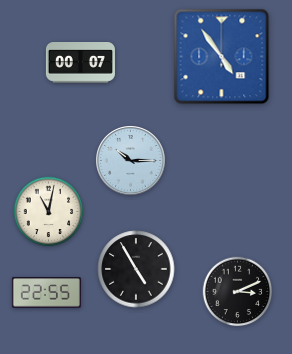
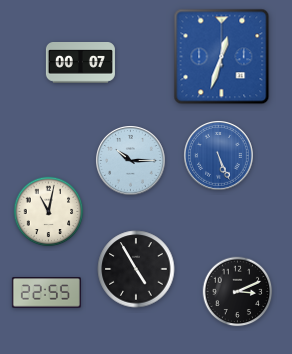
clock at (222, 57): 4:54 -> 12:33
clock at (219, 156): none -> 5:26
